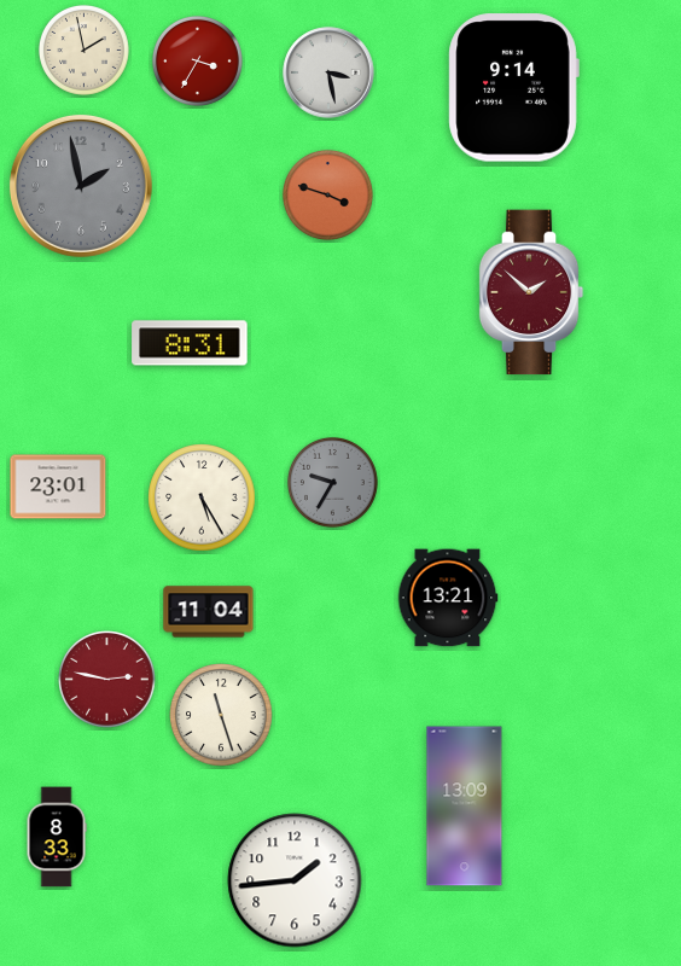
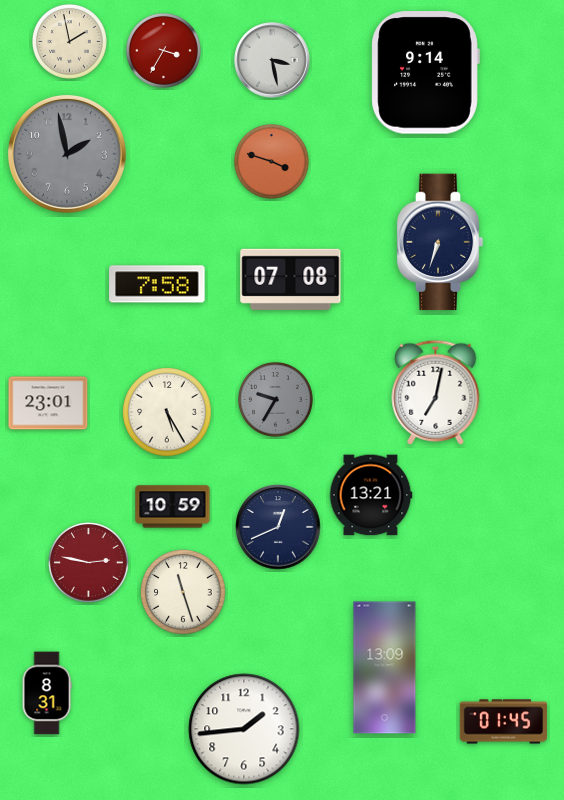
clock at (531, 292): 1:52 -> 6:33
clock at (531, 292) dial: burgundy -> navy
clock at (291, 279): none -> 07:08
clock at (190, 343): 8:31 -> 7:58
clock at (436, 392): none -> 7:02
clock at (209, 612): 11:04 -> 10:59
clock at (278, 527): none -> 12:41
clock at (57, 837): 8:33 -> 8:31
clock at (504, 722): none -> 01:45
